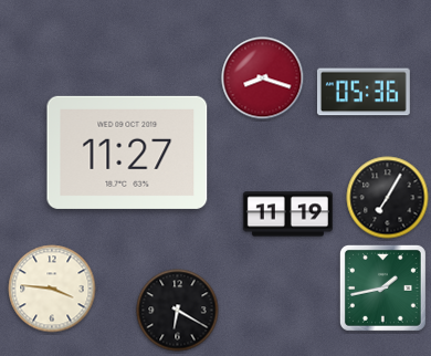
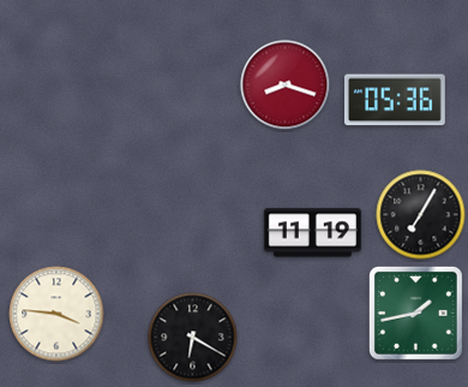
clock at (127, 153): 11:27 -> none
